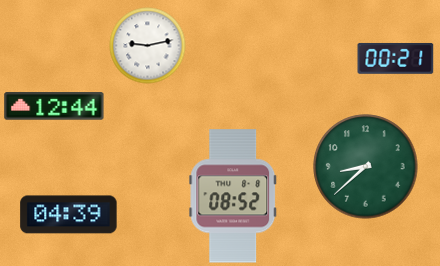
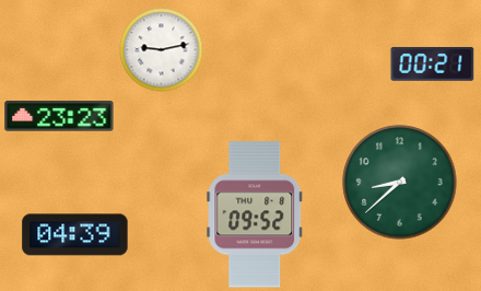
clock at (54, 106): 12:44 -> 23:23
clock at (233, 196): 08:52 -> 09:52
